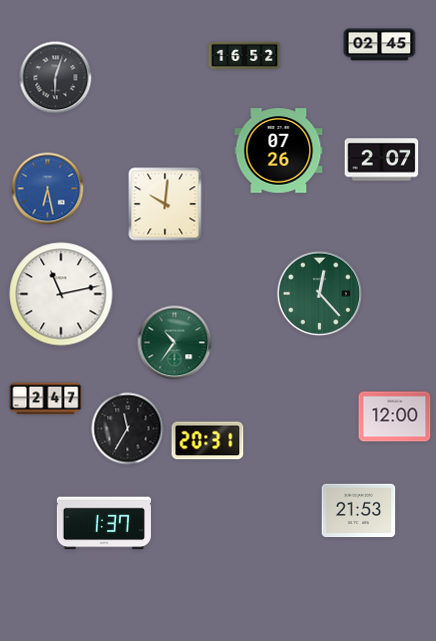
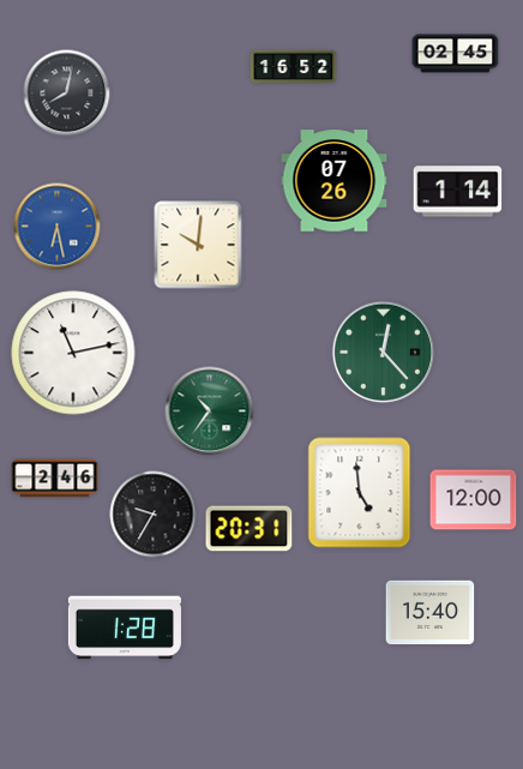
clock at (56, 78): 6:03 -> 8:02
clock at (382, 160): 2:07 -> 1:14
clock at (46, 399): 2:47 -> 2:46
clock at (360, 493): none -> 4:59
clock at (128, 429): 11:35 -> 9:35
clock at (359, 511): 21:53 -> 15:40
clock at (104, 523): 1:37 -> 1:28
